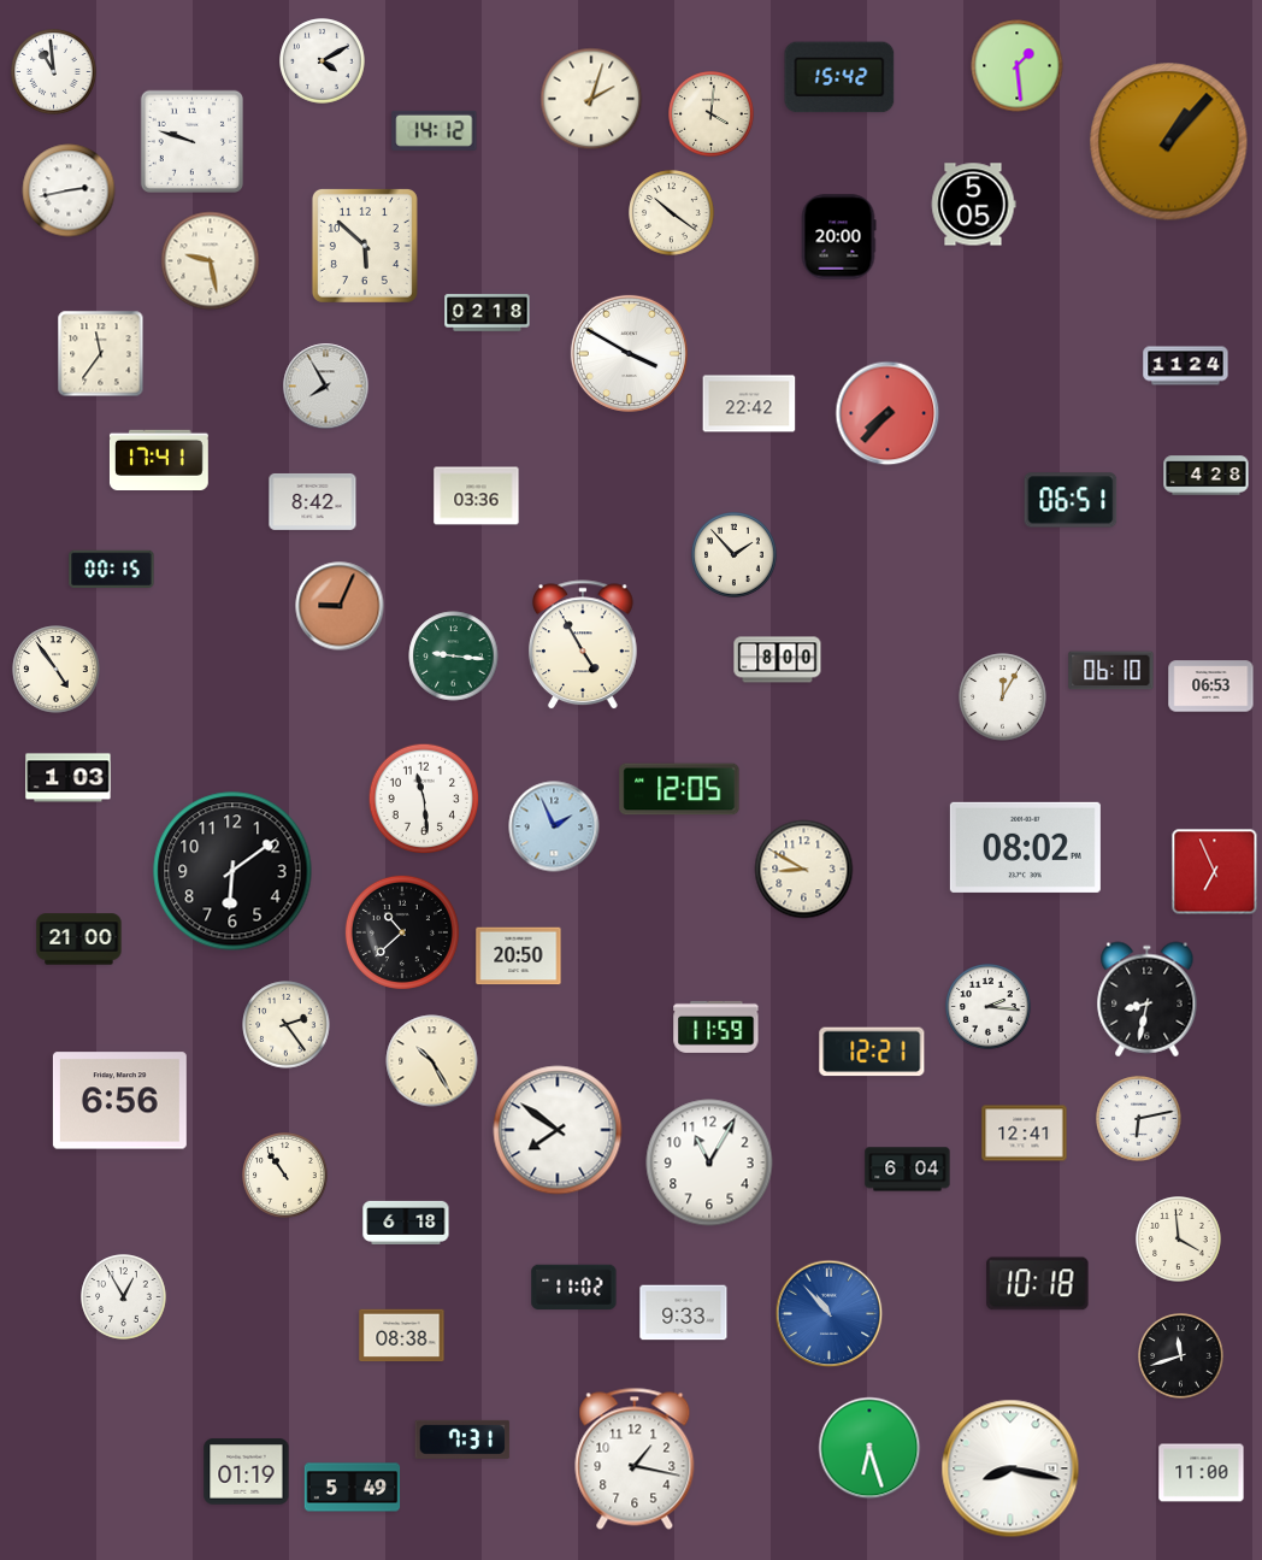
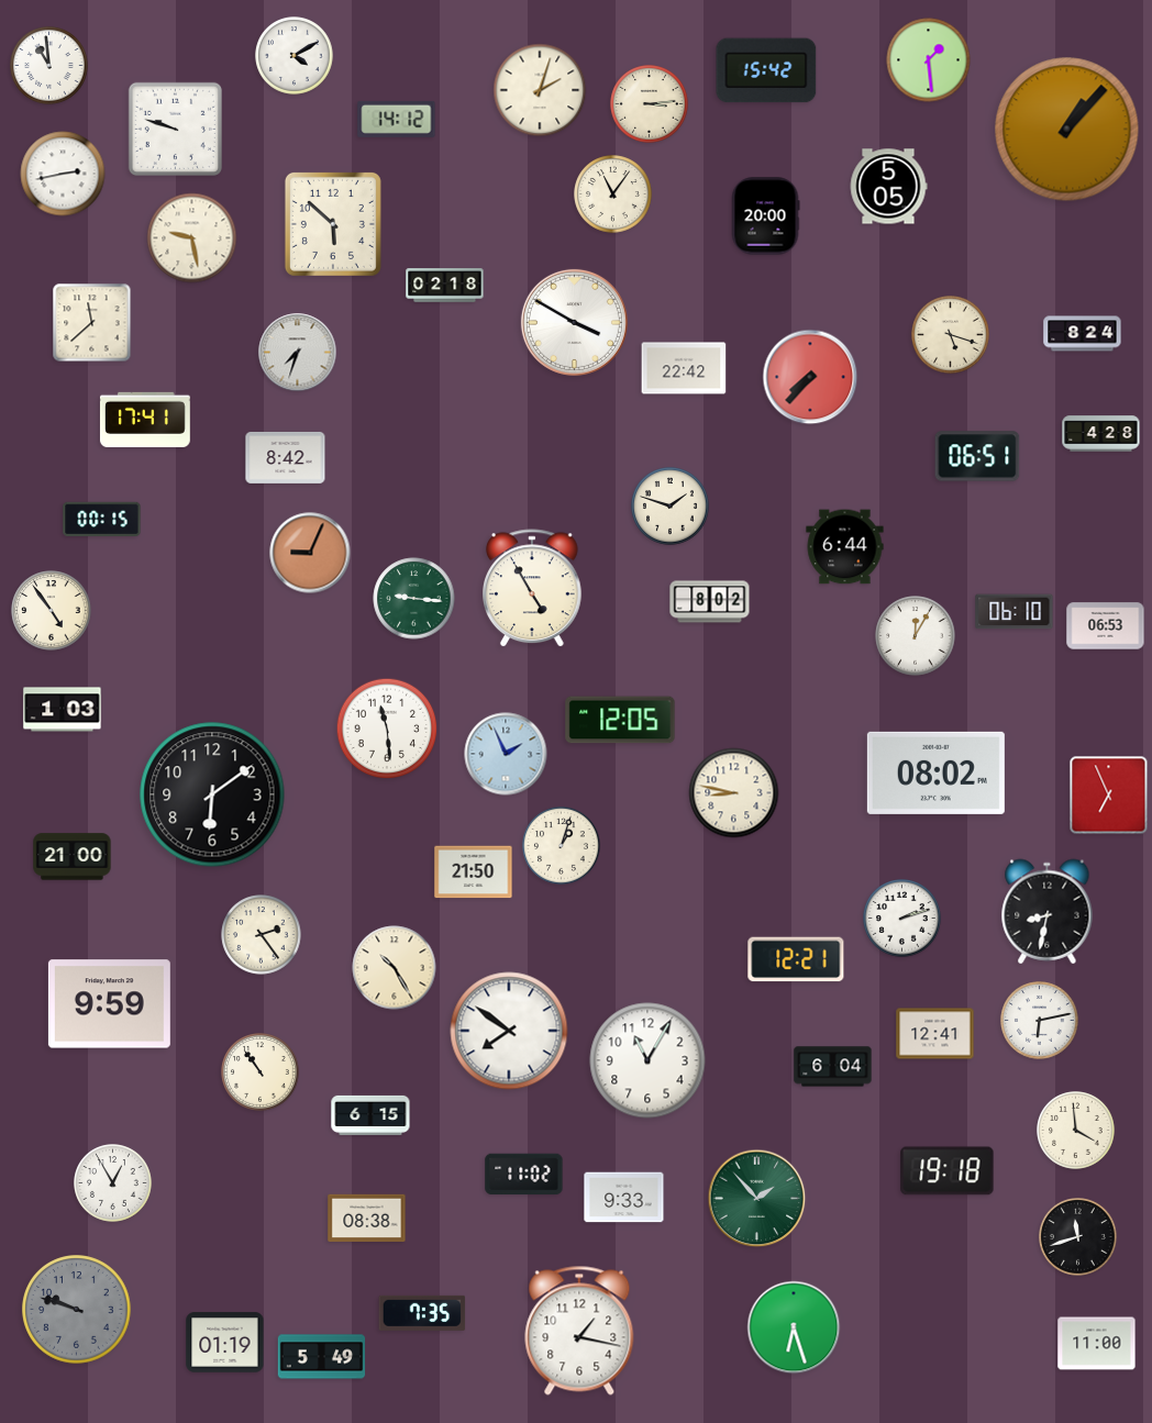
clock at (712, 114): 4:01 -> 3:14
clock at (672, 213): 10:21 -> 11:06
clock at (101, 354): 11:36 -> 11:38
clock at (1186, 366): 11:24 -> 8:24
clock at (951, 335): none -> 5:18
clock at (326, 387): 7:55 -> 7:33
clock at (477, 496): 03:36 -> none
clock at (735, 555): 1:53 -> 1:48
clock at (845, 547): none -> 6:44
clock at (778, 660): 8:00 -> 8:02
clock at (804, 870): 8:50 -> 8:47
clock at (562, 846): none -> 1:03
clock at (402, 932): 10:38 -> none
clock at (519, 956): 20:50 -> 21:50
clock at (989, 1007): 2:16 -> 2:12
clock at (716, 1026): 11:59 -> none
clock at (119, 1101): 6:56 -> 9:59
clock at (908, 1170) position: (908, 1170) -> (833, 1067)
clock at (406, 1223): 6:18 -> 6:15
clock at (1038, 1284): 10:18 -> 19:18
clock at (830, 1314): 10:53 -> 1:53
clock at (830, 1314) dial: blue -> green
clock at (77, 1310): none -> 9:48
clock at (462, 1440): 7:31 -> 7:35
clock at (869, 1448) position: (869, 1448) -> (794, 1327)
clock at (1010, 1468): 8:17 -> none
